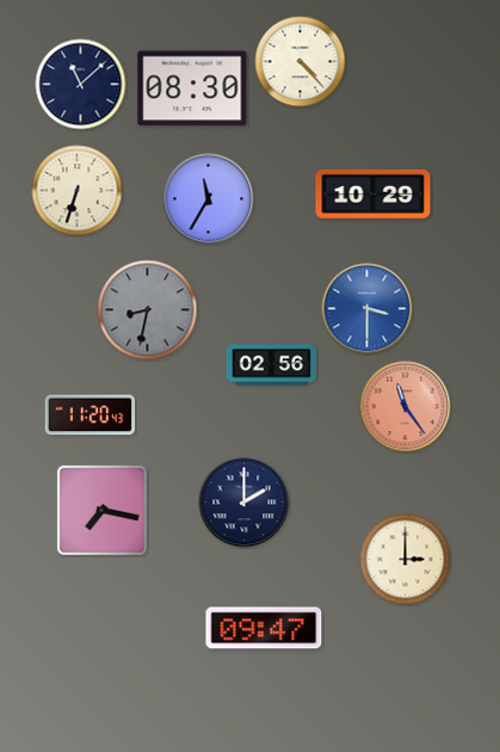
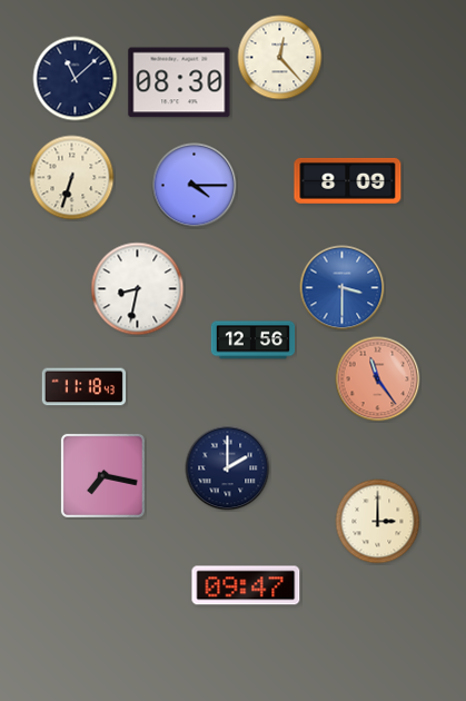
clock at (301, 62): 4:23 -> 12:23
clock at (374, 193): 10:29 -> 8:09
clock at (209, 199): 11:35 -> 4:15
clock at (148, 310) dial: grey -> white
clock at (272, 365): 02:56 -> 12:56
clock at (91, 415): 11:20 -> 11:18
clock at (101, 510) position: (101, 510) -> (102, 475)
